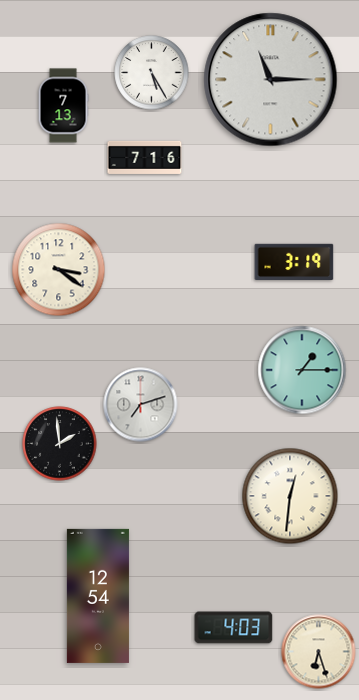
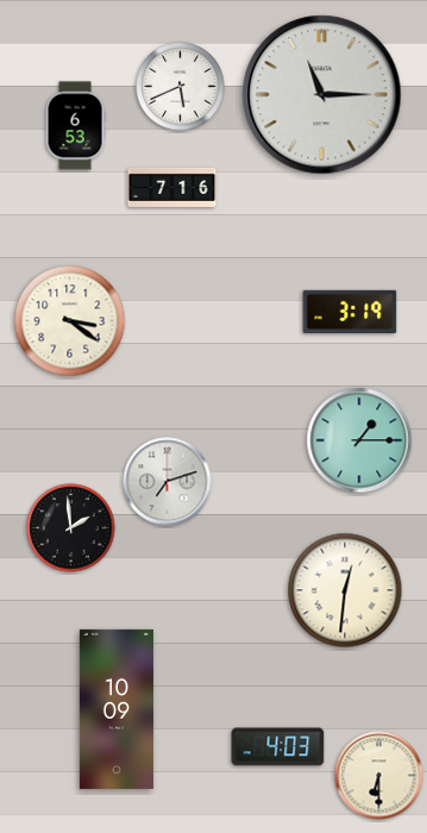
clock at (152, 73): 5:25 -> 5:41
clock at (63, 106): 7:13 -> 6:53
clock at (98, 596): 12:54 -> 10:09
clock at (319, 652): 6:27 -> 6:30
